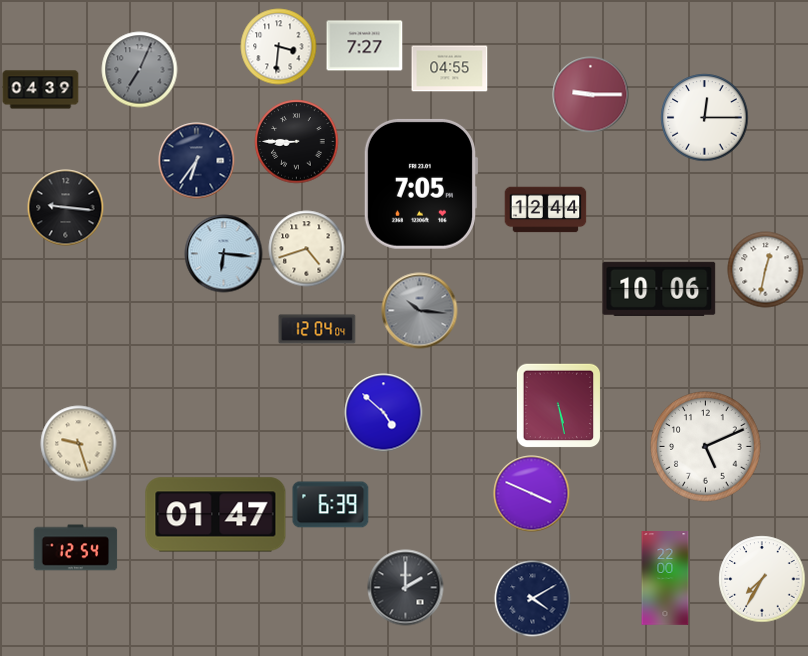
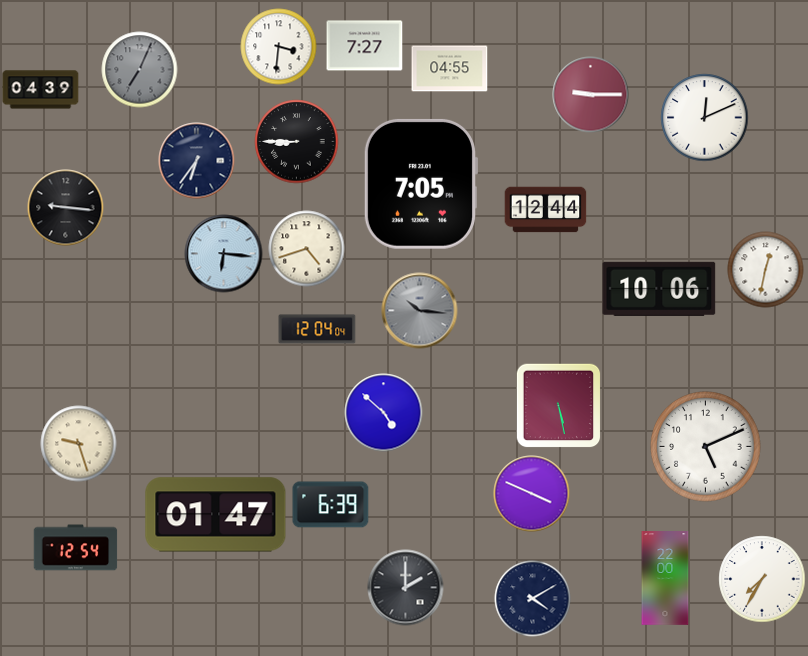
clock at (705, 118): 12:15 -> 12:11
